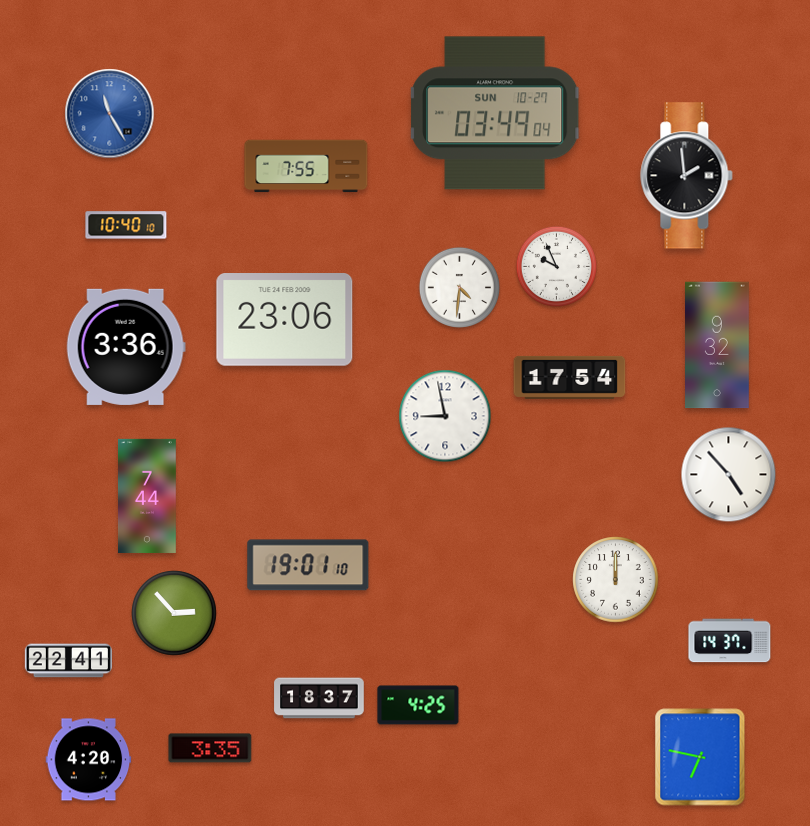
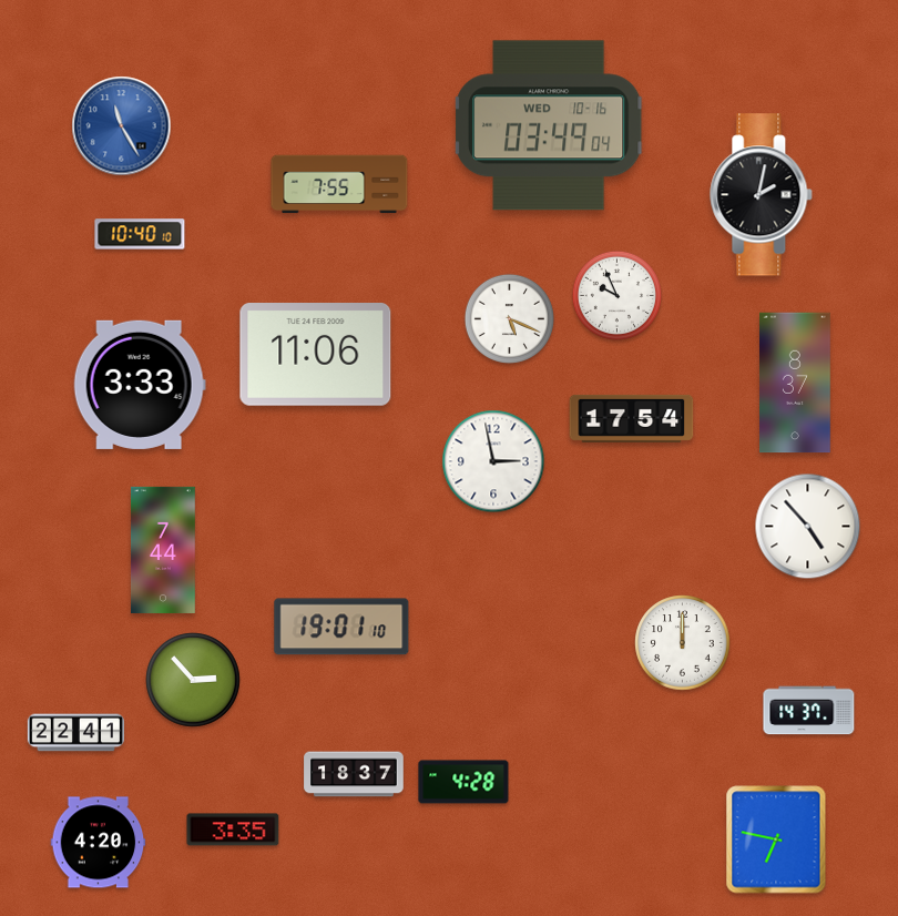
clock at (495, 113) date: SUN 10-27 -> WED 10-16
clock at (687, 176): 1:59 -> 2:02
clock at (126, 225) position: (126, 225) -> (140, 234)
clock at (459, 287): 4:31 -> 5:19
clock at (285, 320): 23:06 -> 11:06
clock at (718, 345): 9:32 -> 8:37
clock at (126, 347): 3:36 -> 3:33
clock at (445, 416): 8:58 -> 2:58
clock at (418, 705): 4:25 -> 4:28
